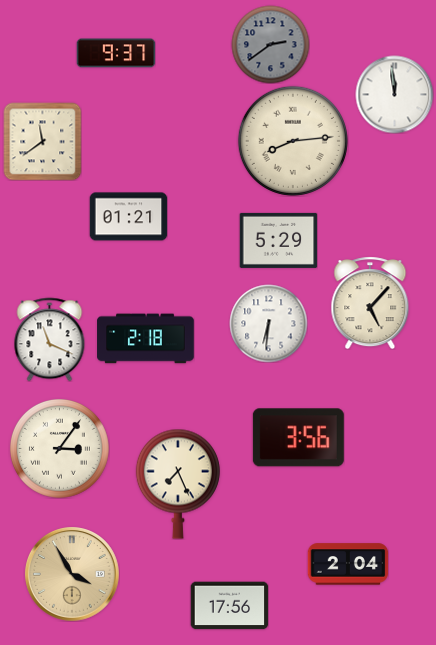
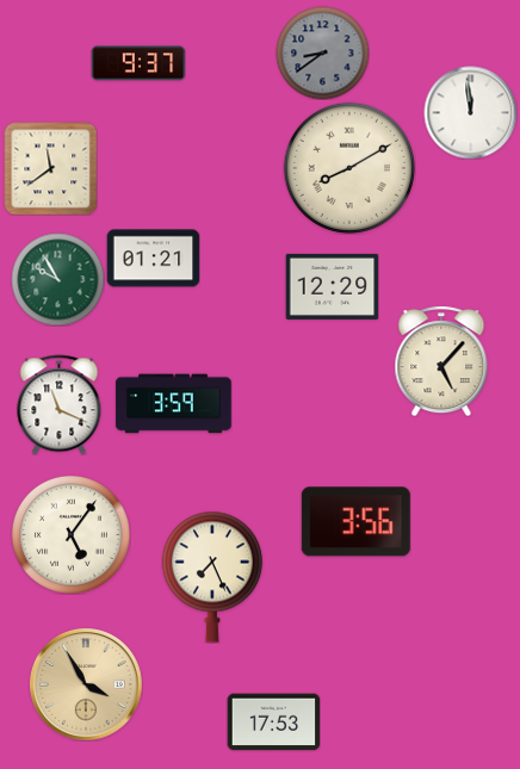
clock at (270, 44): 2:39 -> 8:39
clock at (293, 141): 8:14 -> 8:10
clock at (57, 279): none -> 9:55
clock at (278, 240): 5:29 -> 12:29
clock at (268, 323): 6:31 -> none
clock at (146, 339): 2:18 -> 3:59
clock at (59, 448): 3:06 -> 5:06
clock at (348, 564): 2:04 -> none
clock at (229, 606): 17:56 -> 17:53
